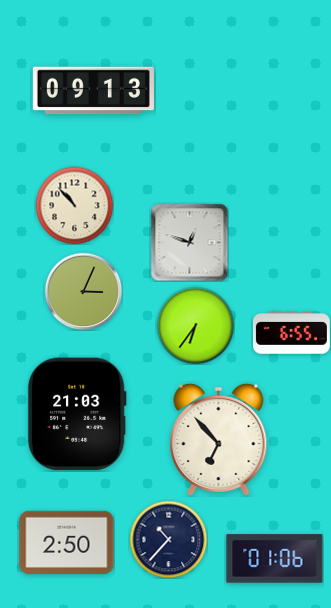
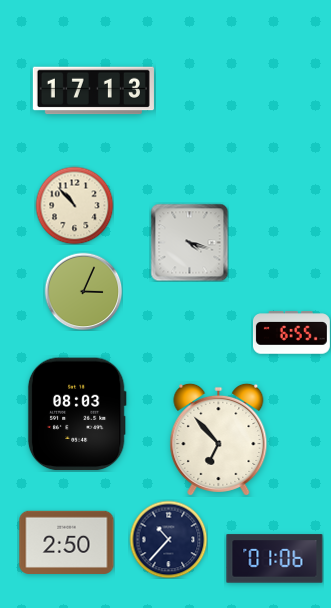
clock at (93, 91): 09:13 -> 17:13
clock at (189, 242): 12:48 -> 4:18
clock at (195, 325): 6:36 -> none
clock at (77, 414): 21:03 -> 08:03
